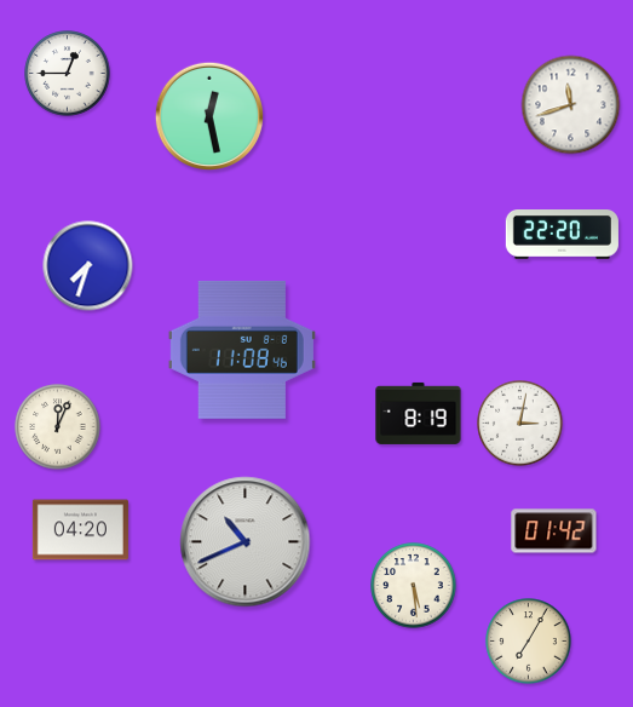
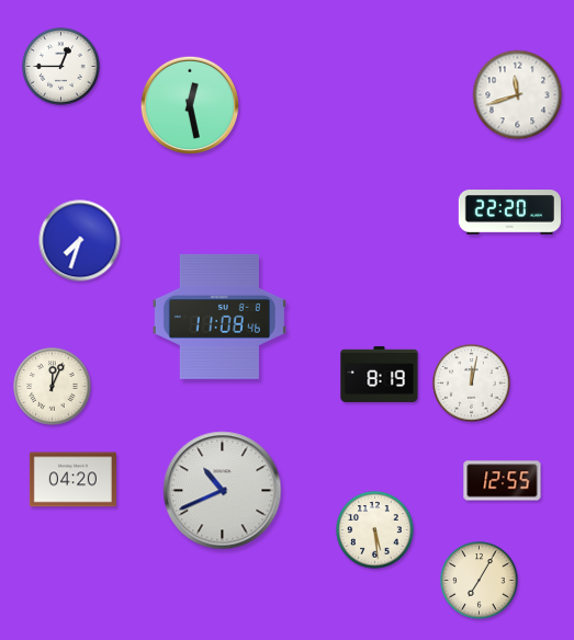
clock at (520, 424): 3:02 -> 12:02
clock at (554, 531): 01:42 -> 12:55
